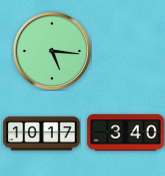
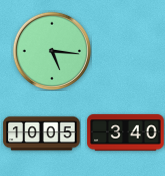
clock at (42, 134): 10:17 -> 10:05
